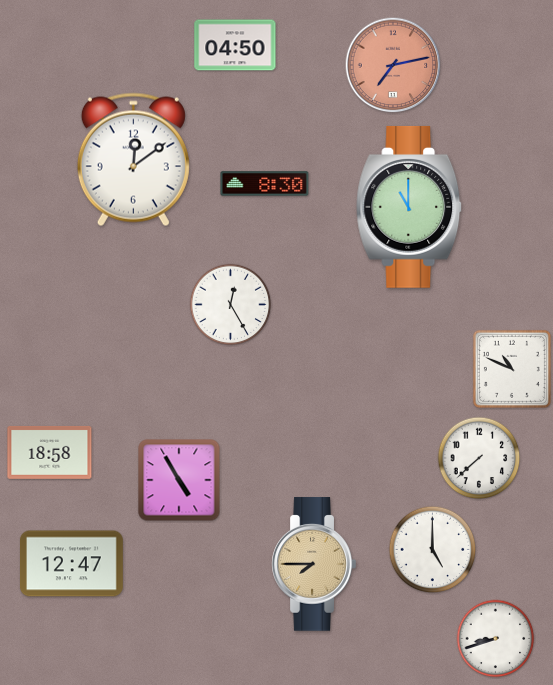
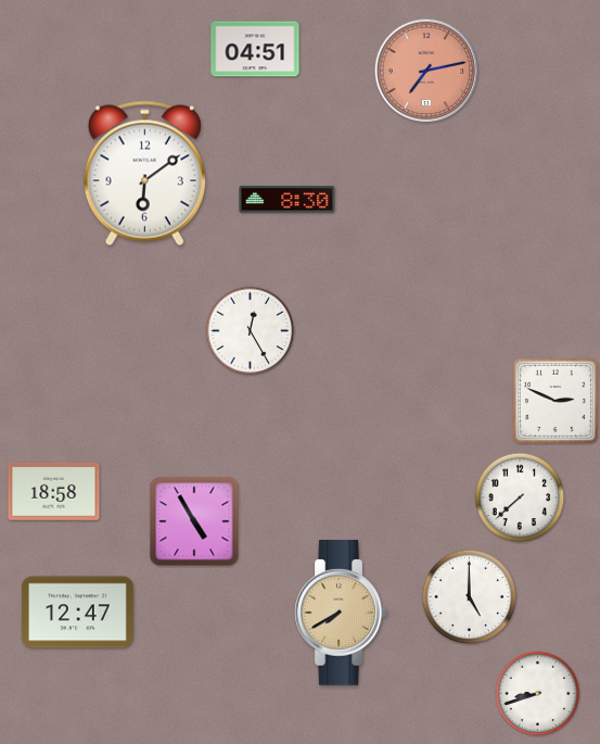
clock at (235, 45): 04:50 -> 04:51
clock at (133, 160): 12:09 -> 6:09
clock at (410, 207): 11:00 -> none
clock at (512, 369): 10:49 -> 2:49
clock at (314, 564): 7:45 -> 7:40
